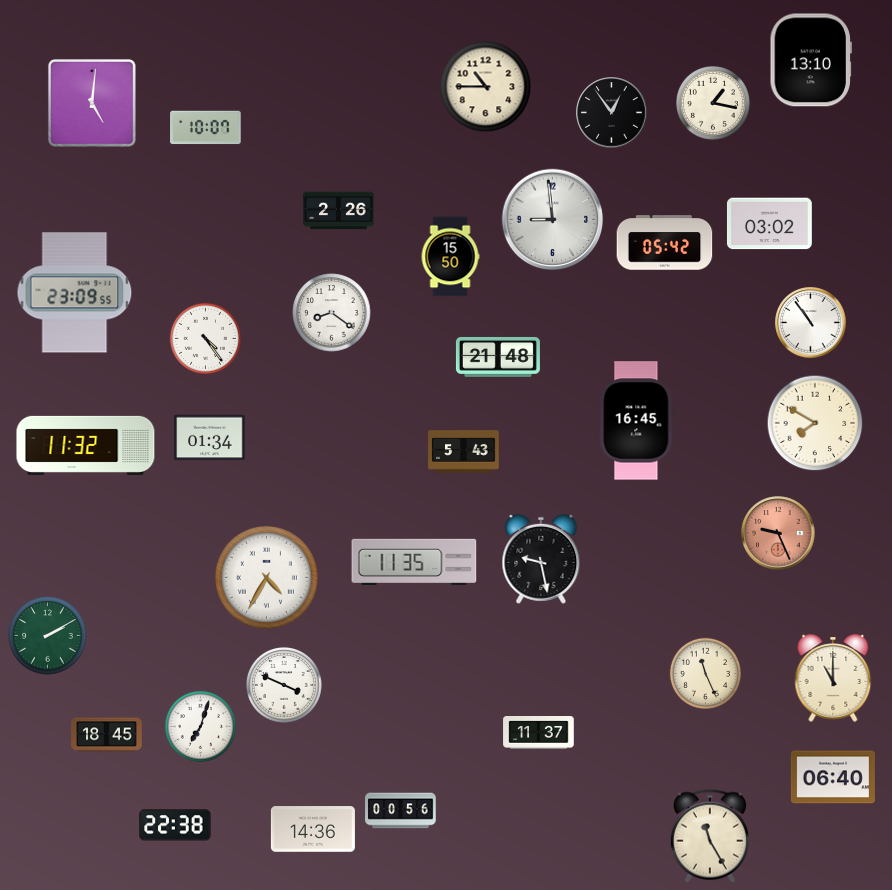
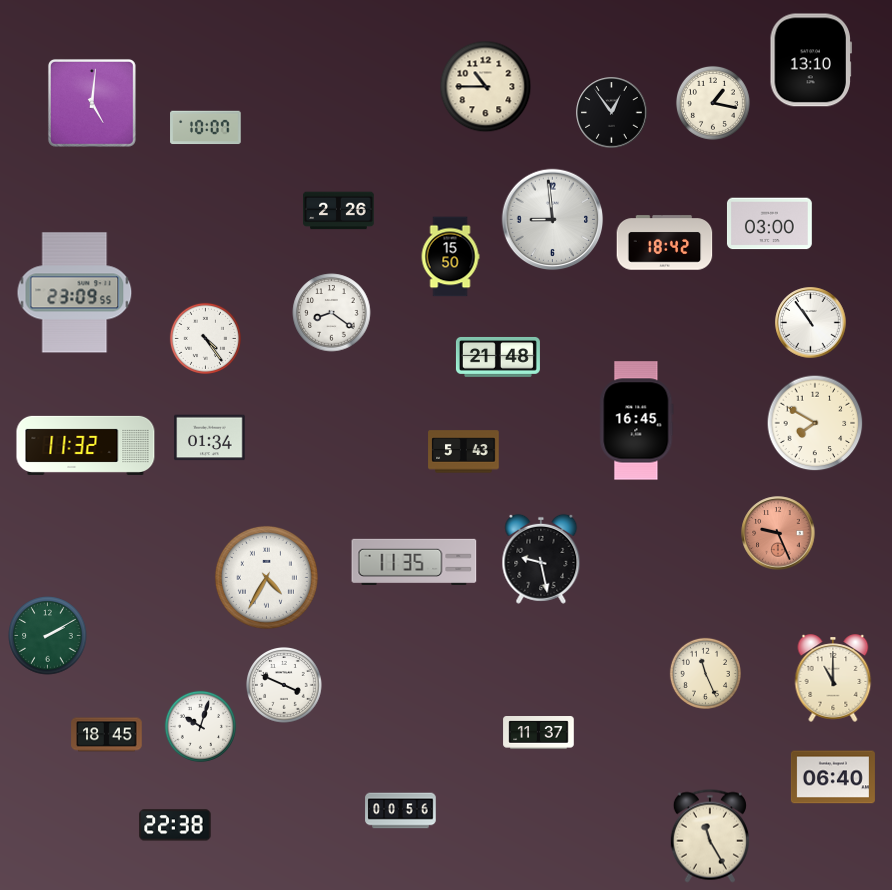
clock at (769, 224): 03:02 -> 03:00
clock at (665, 243): 05:42 -> 18:42
clock at (200, 726): 7:03 -> 10:03
clock at (313, 829): 14:36 -> none
